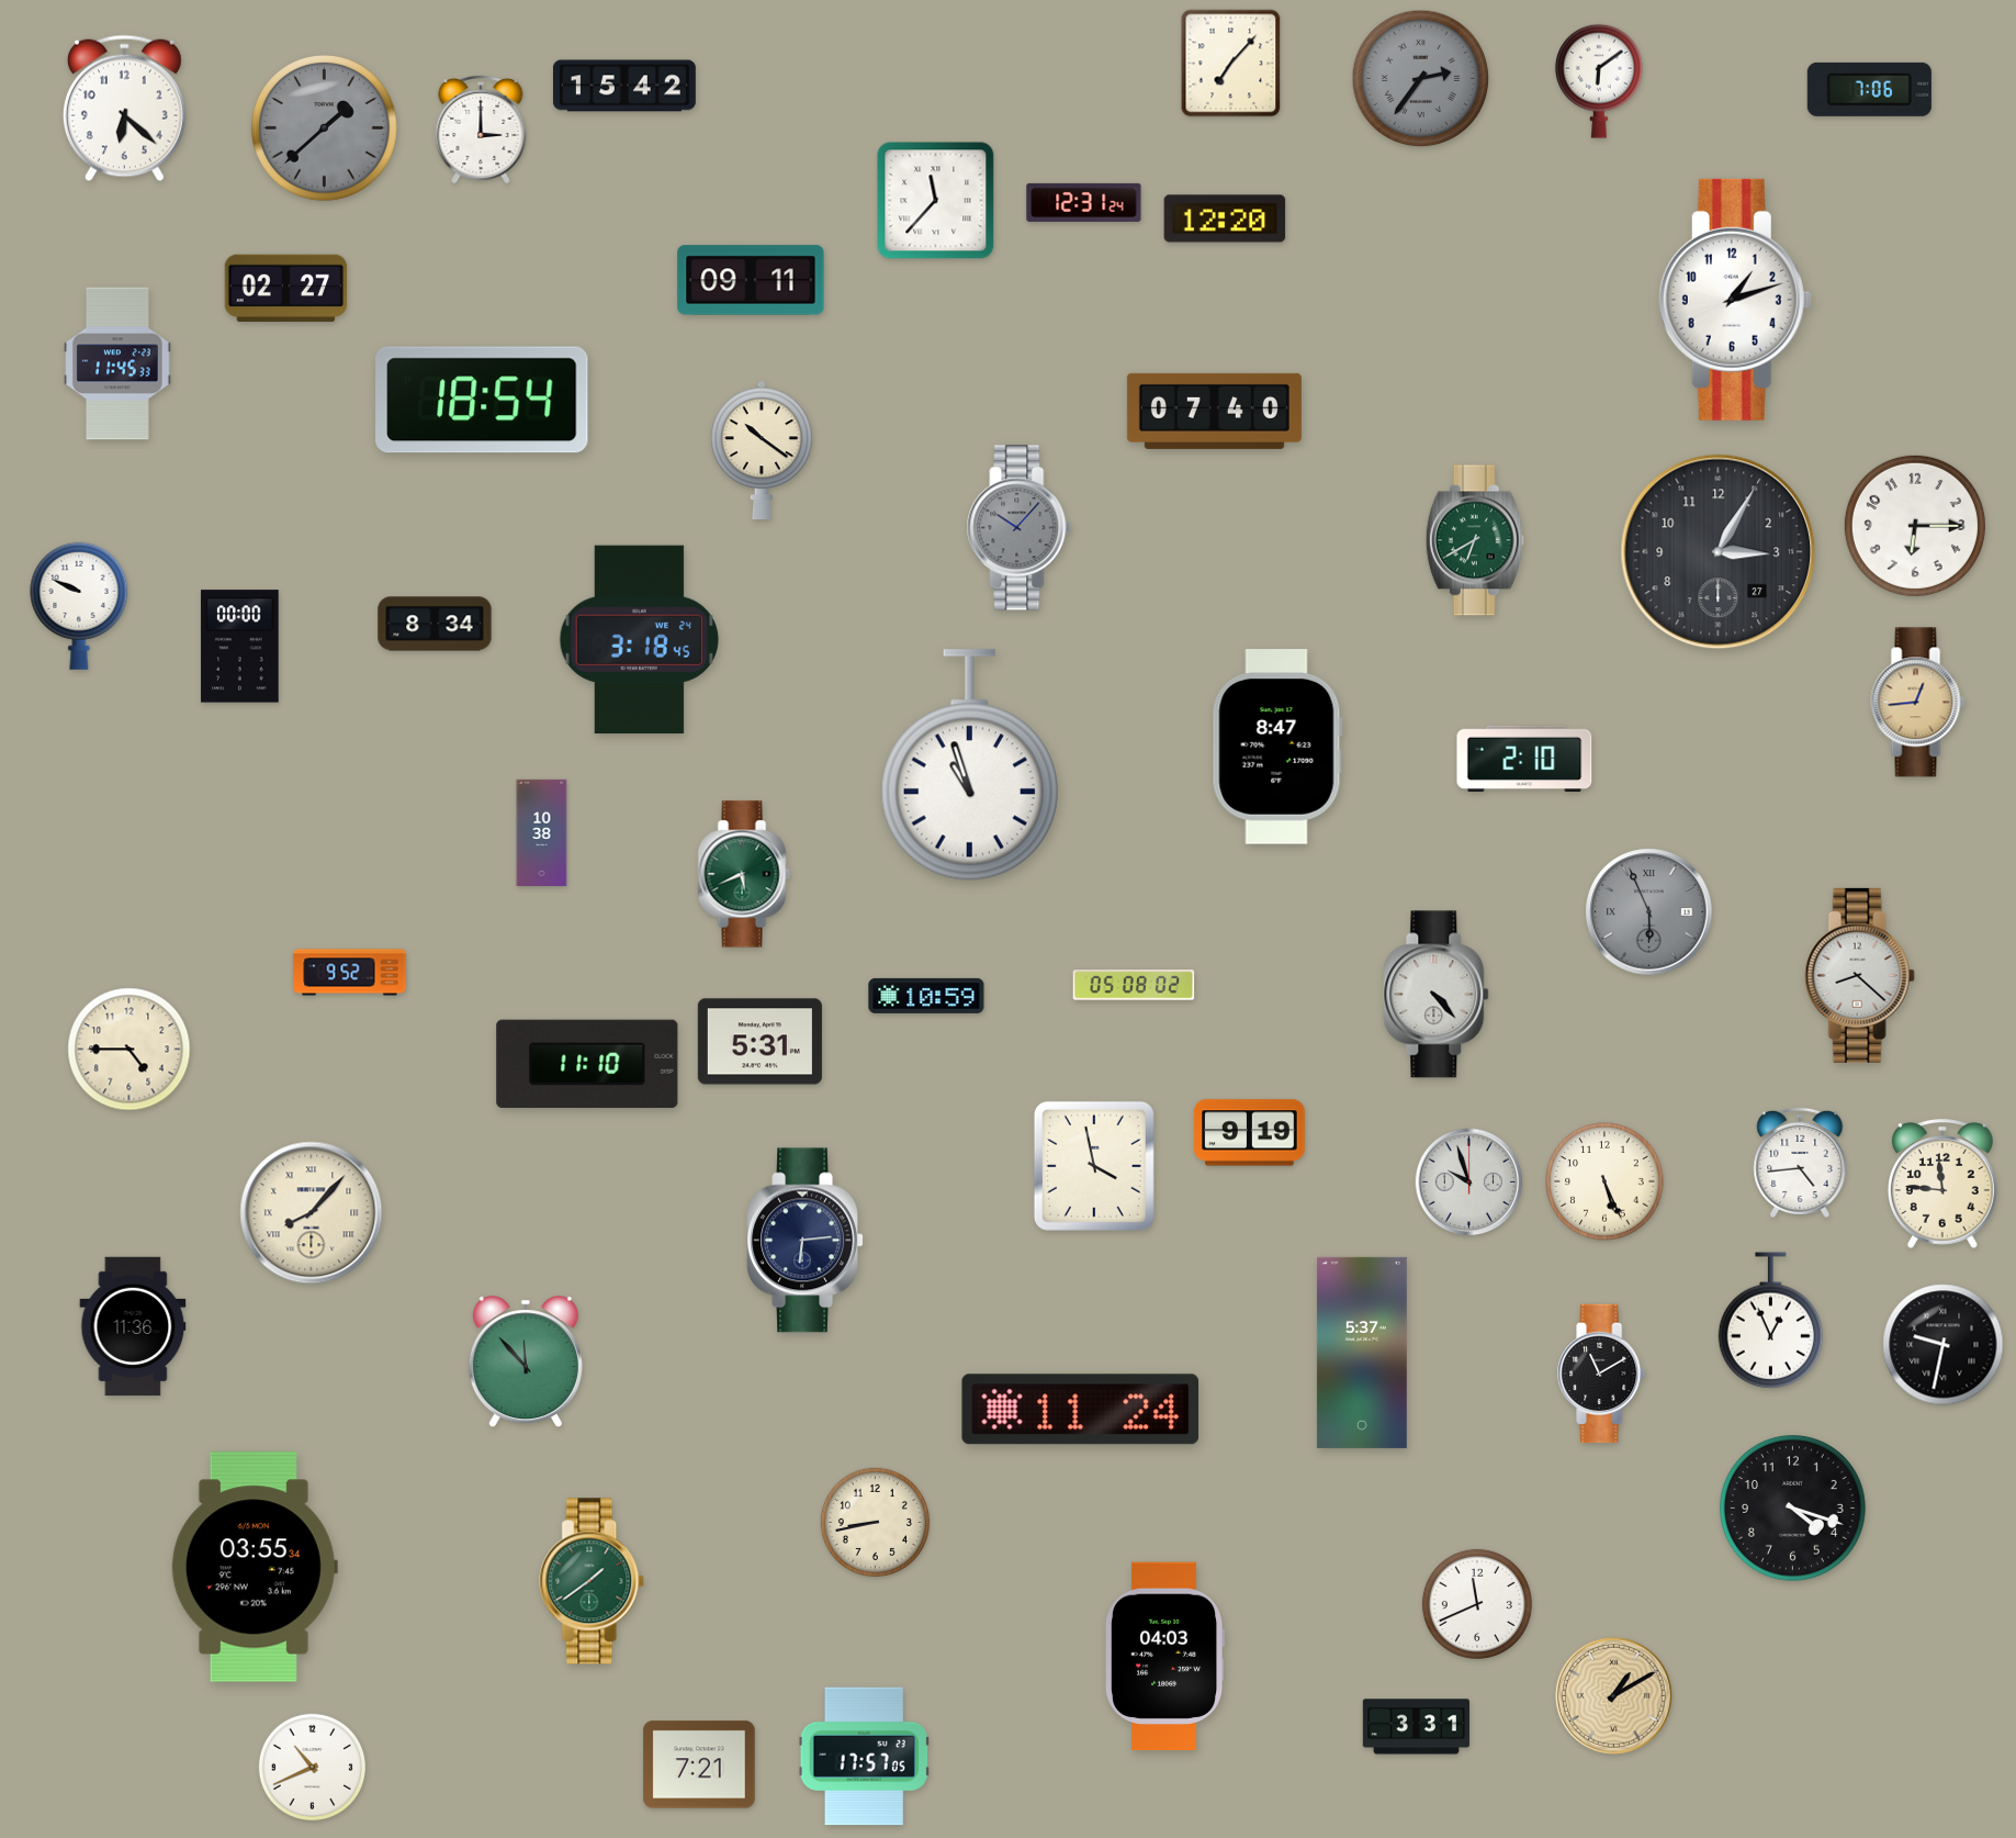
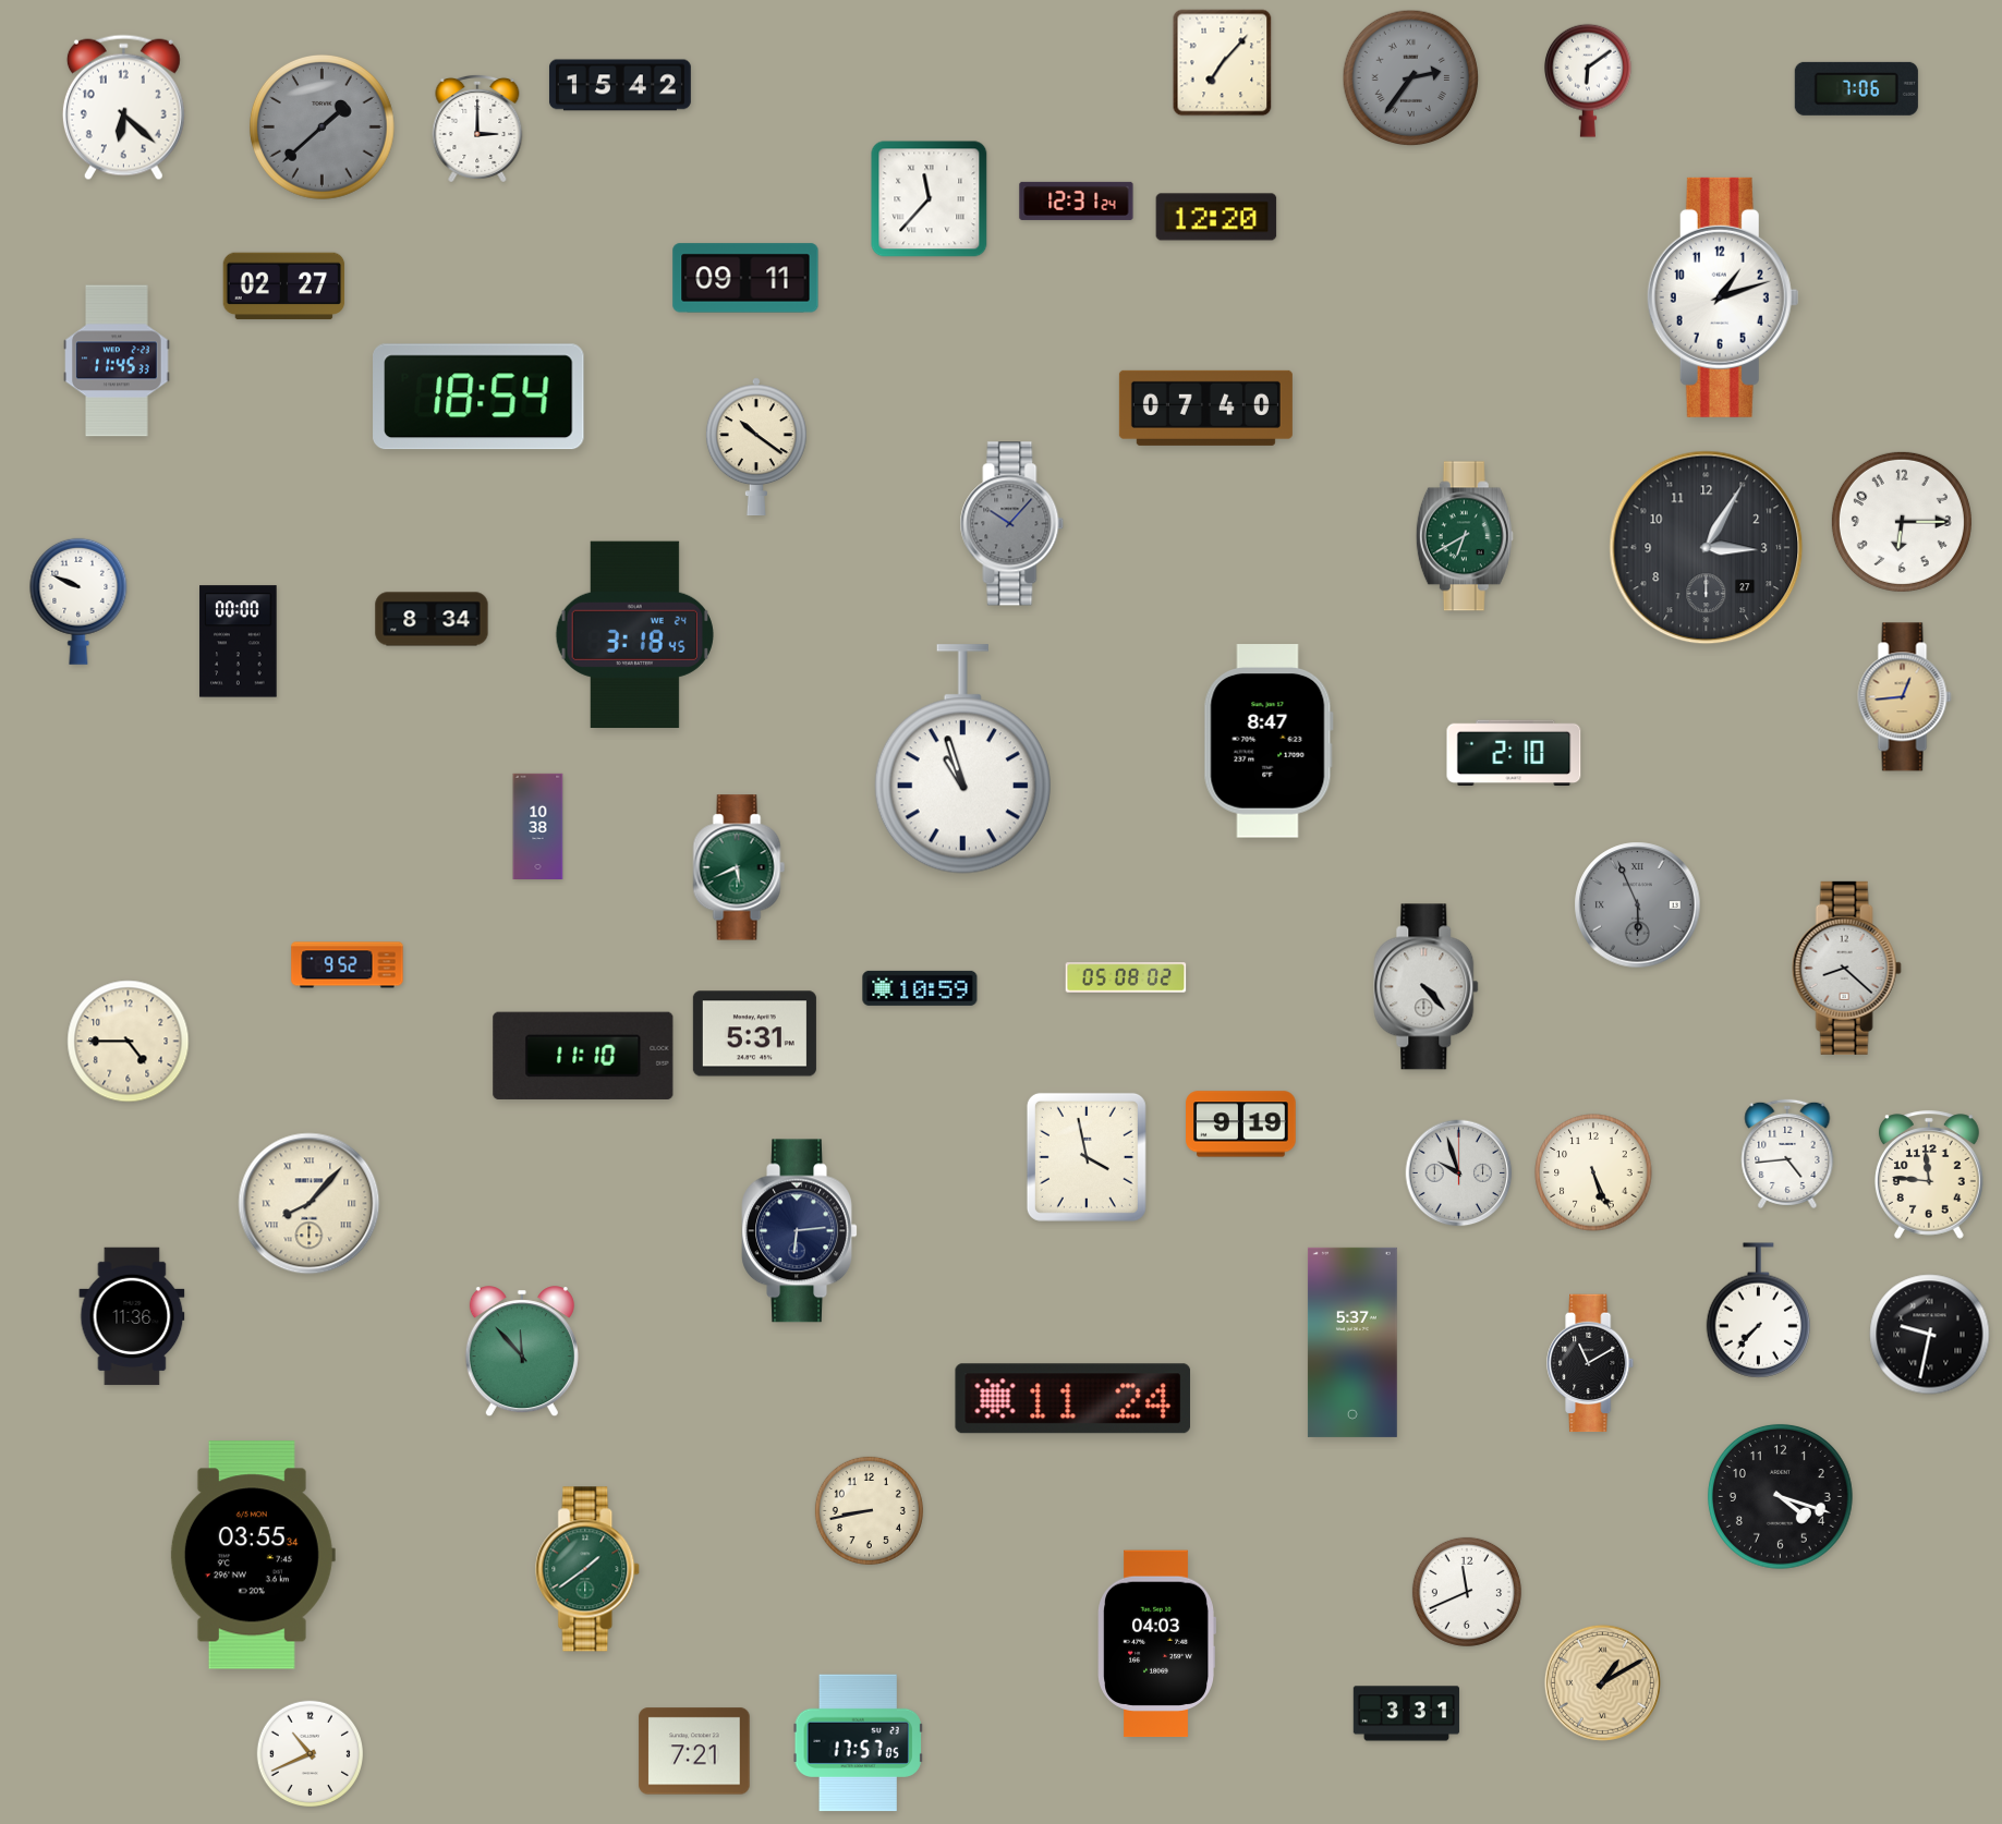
clock at (1770, 1321): 12:56 -> 7:37
